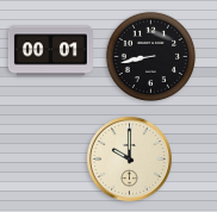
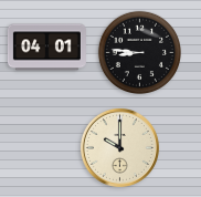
clock at (50, 51): 00:01 -> 04:01
clock at (150, 56): 8:43 -> 8:46
